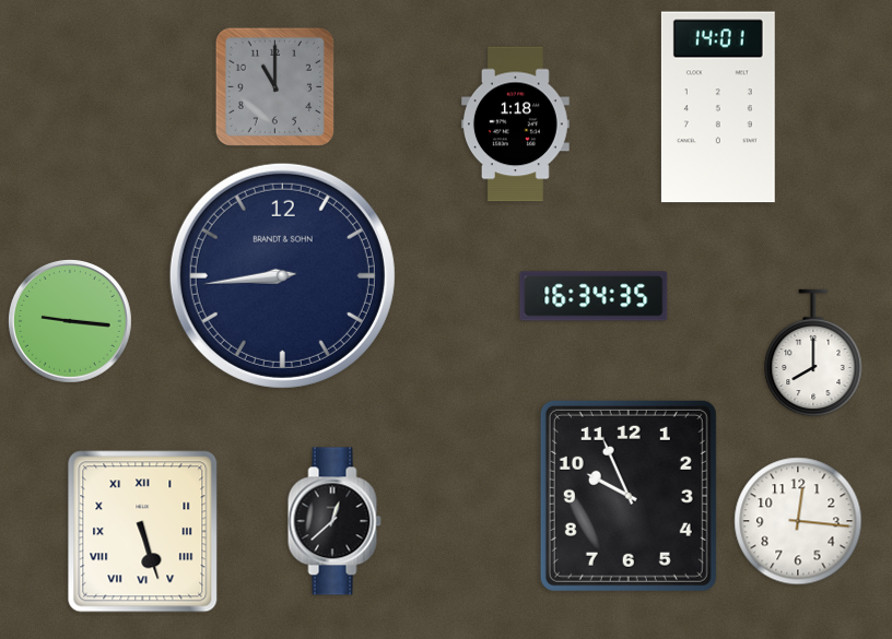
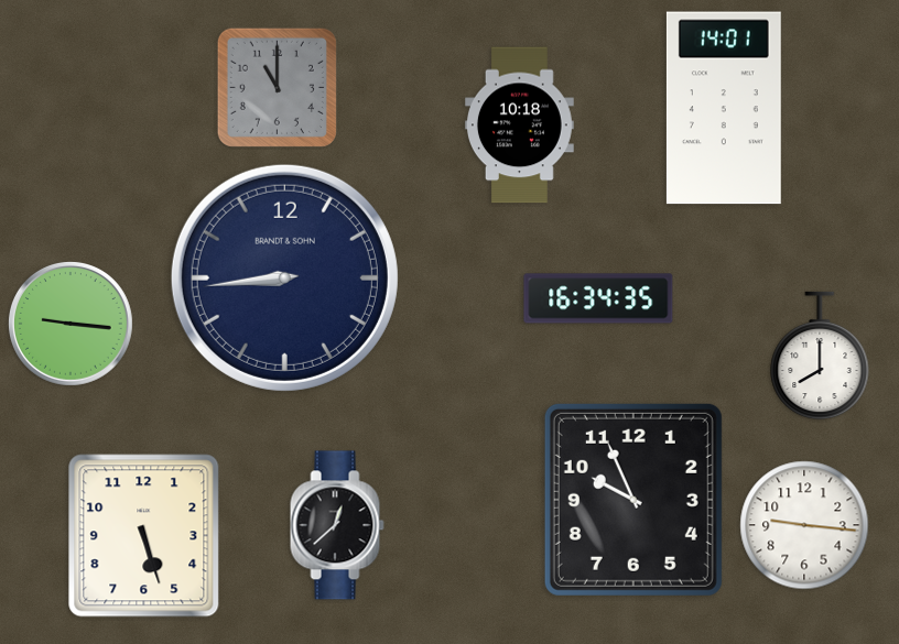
clock at (515, 125): 1:18 -> 10:18
clock at (798, 521): 12:16 -> 9:16
clock at (143, 532) numerals: Roman -> Arabic
